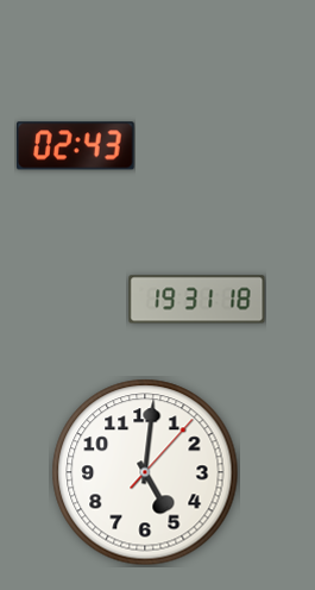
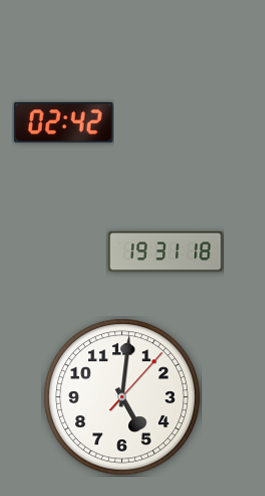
clock at (76, 146): 02:43 -> 02:42
